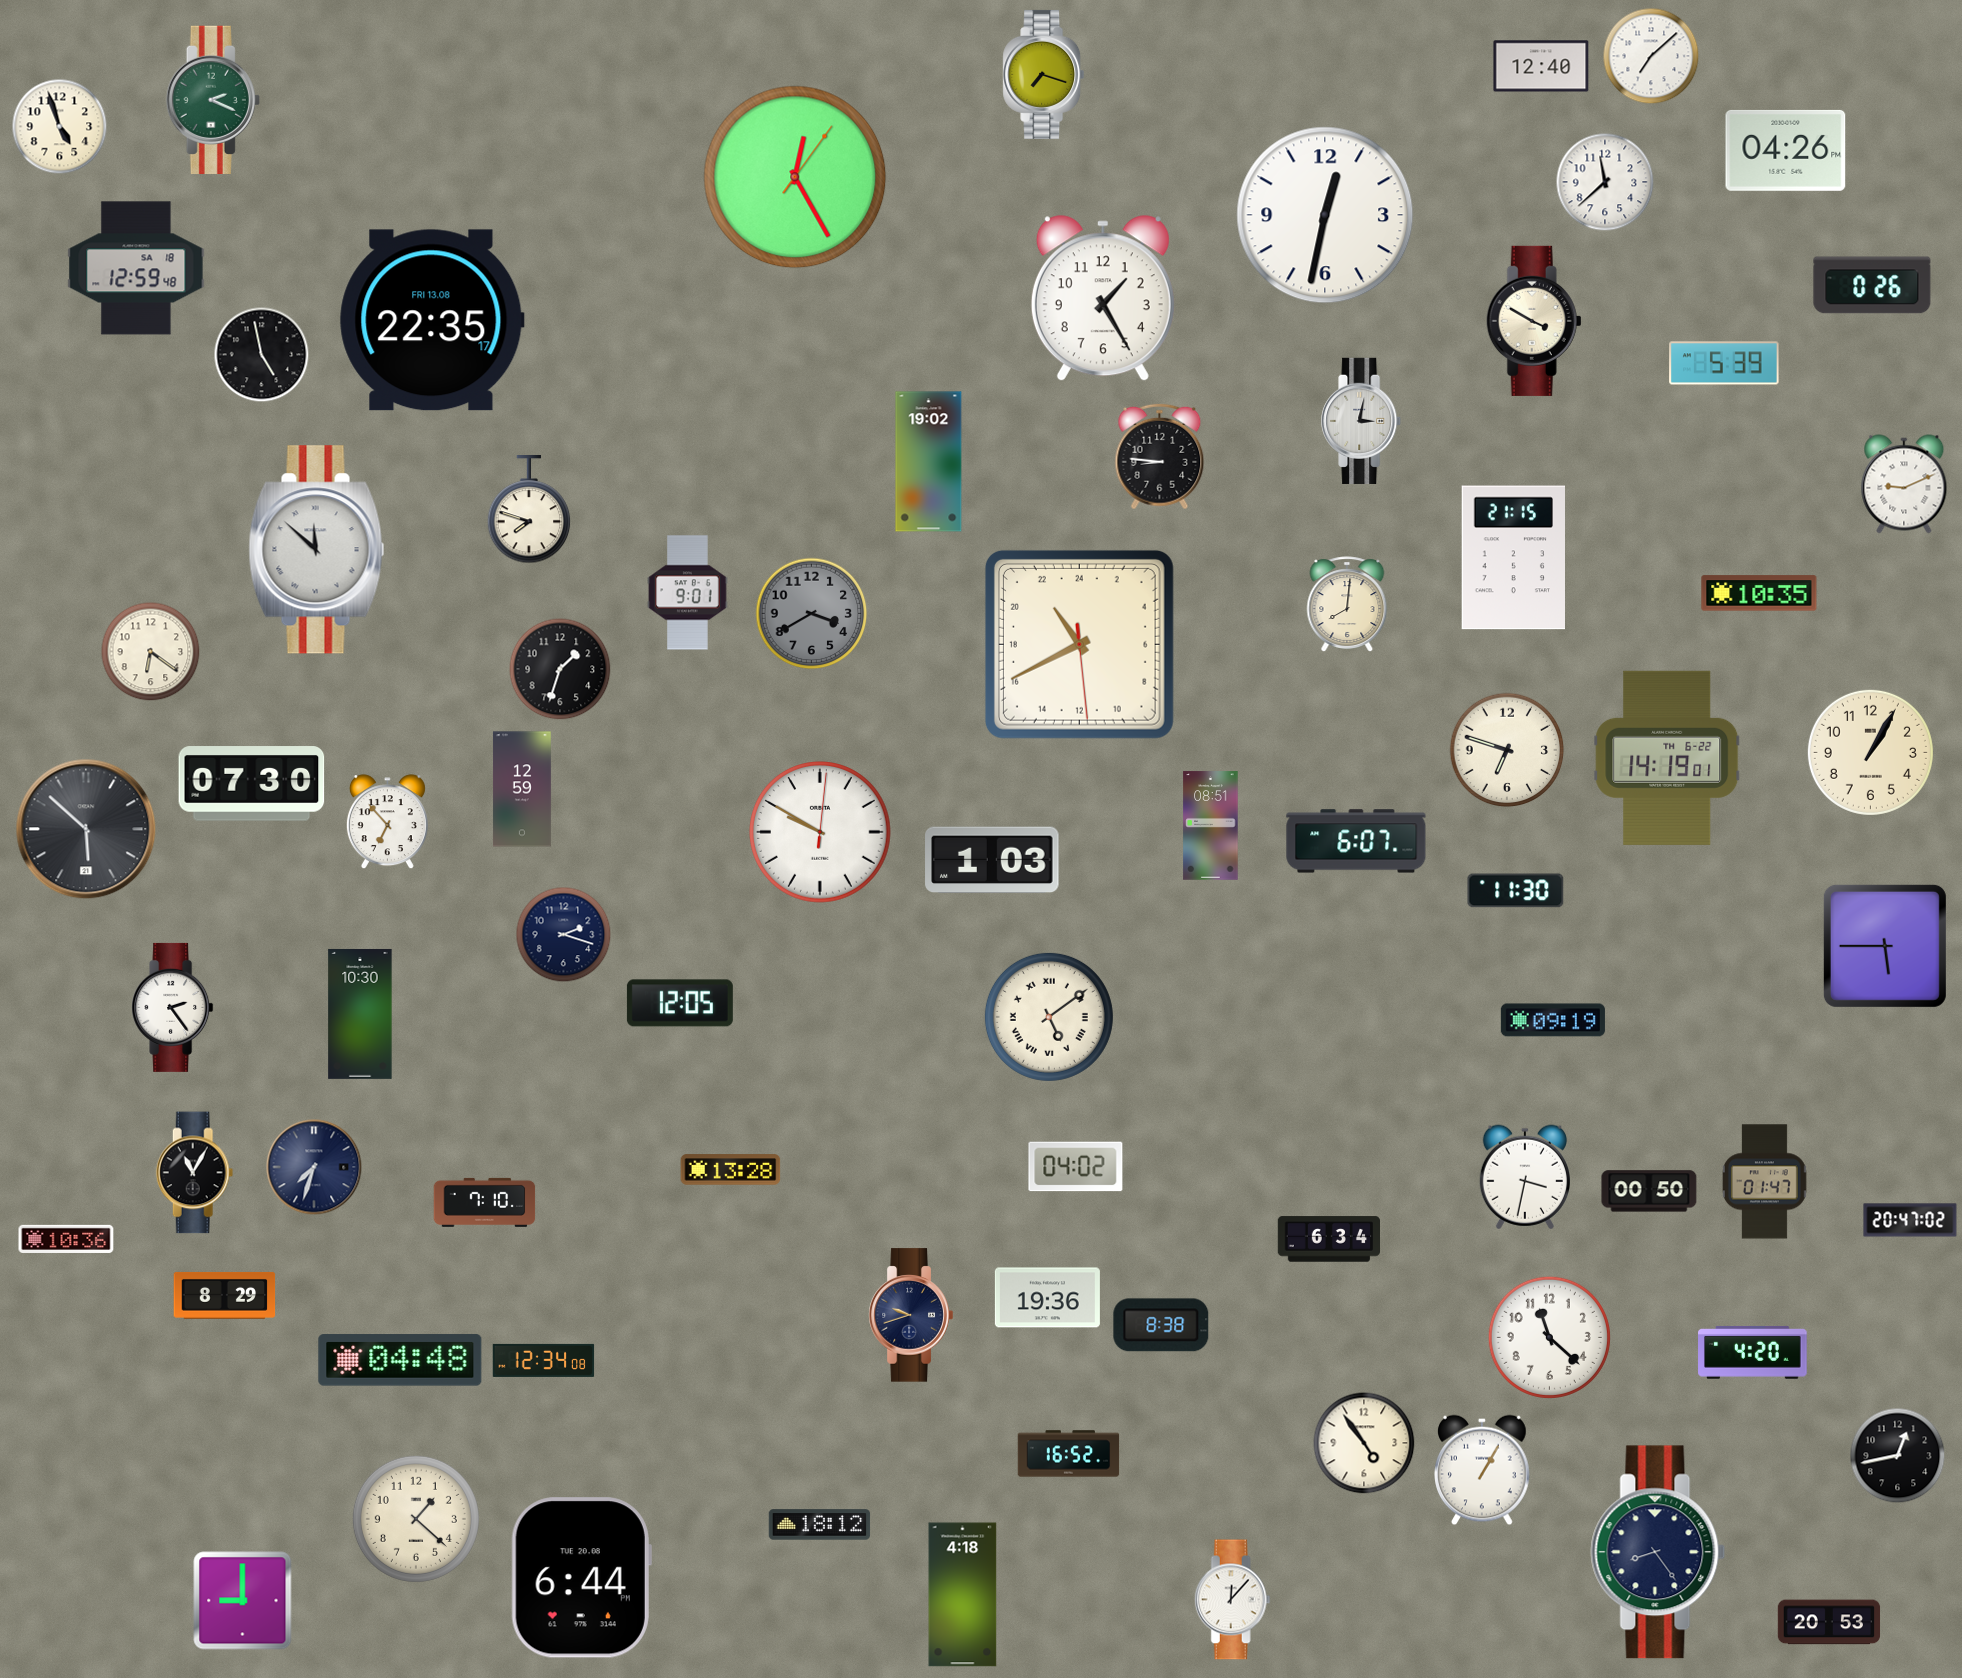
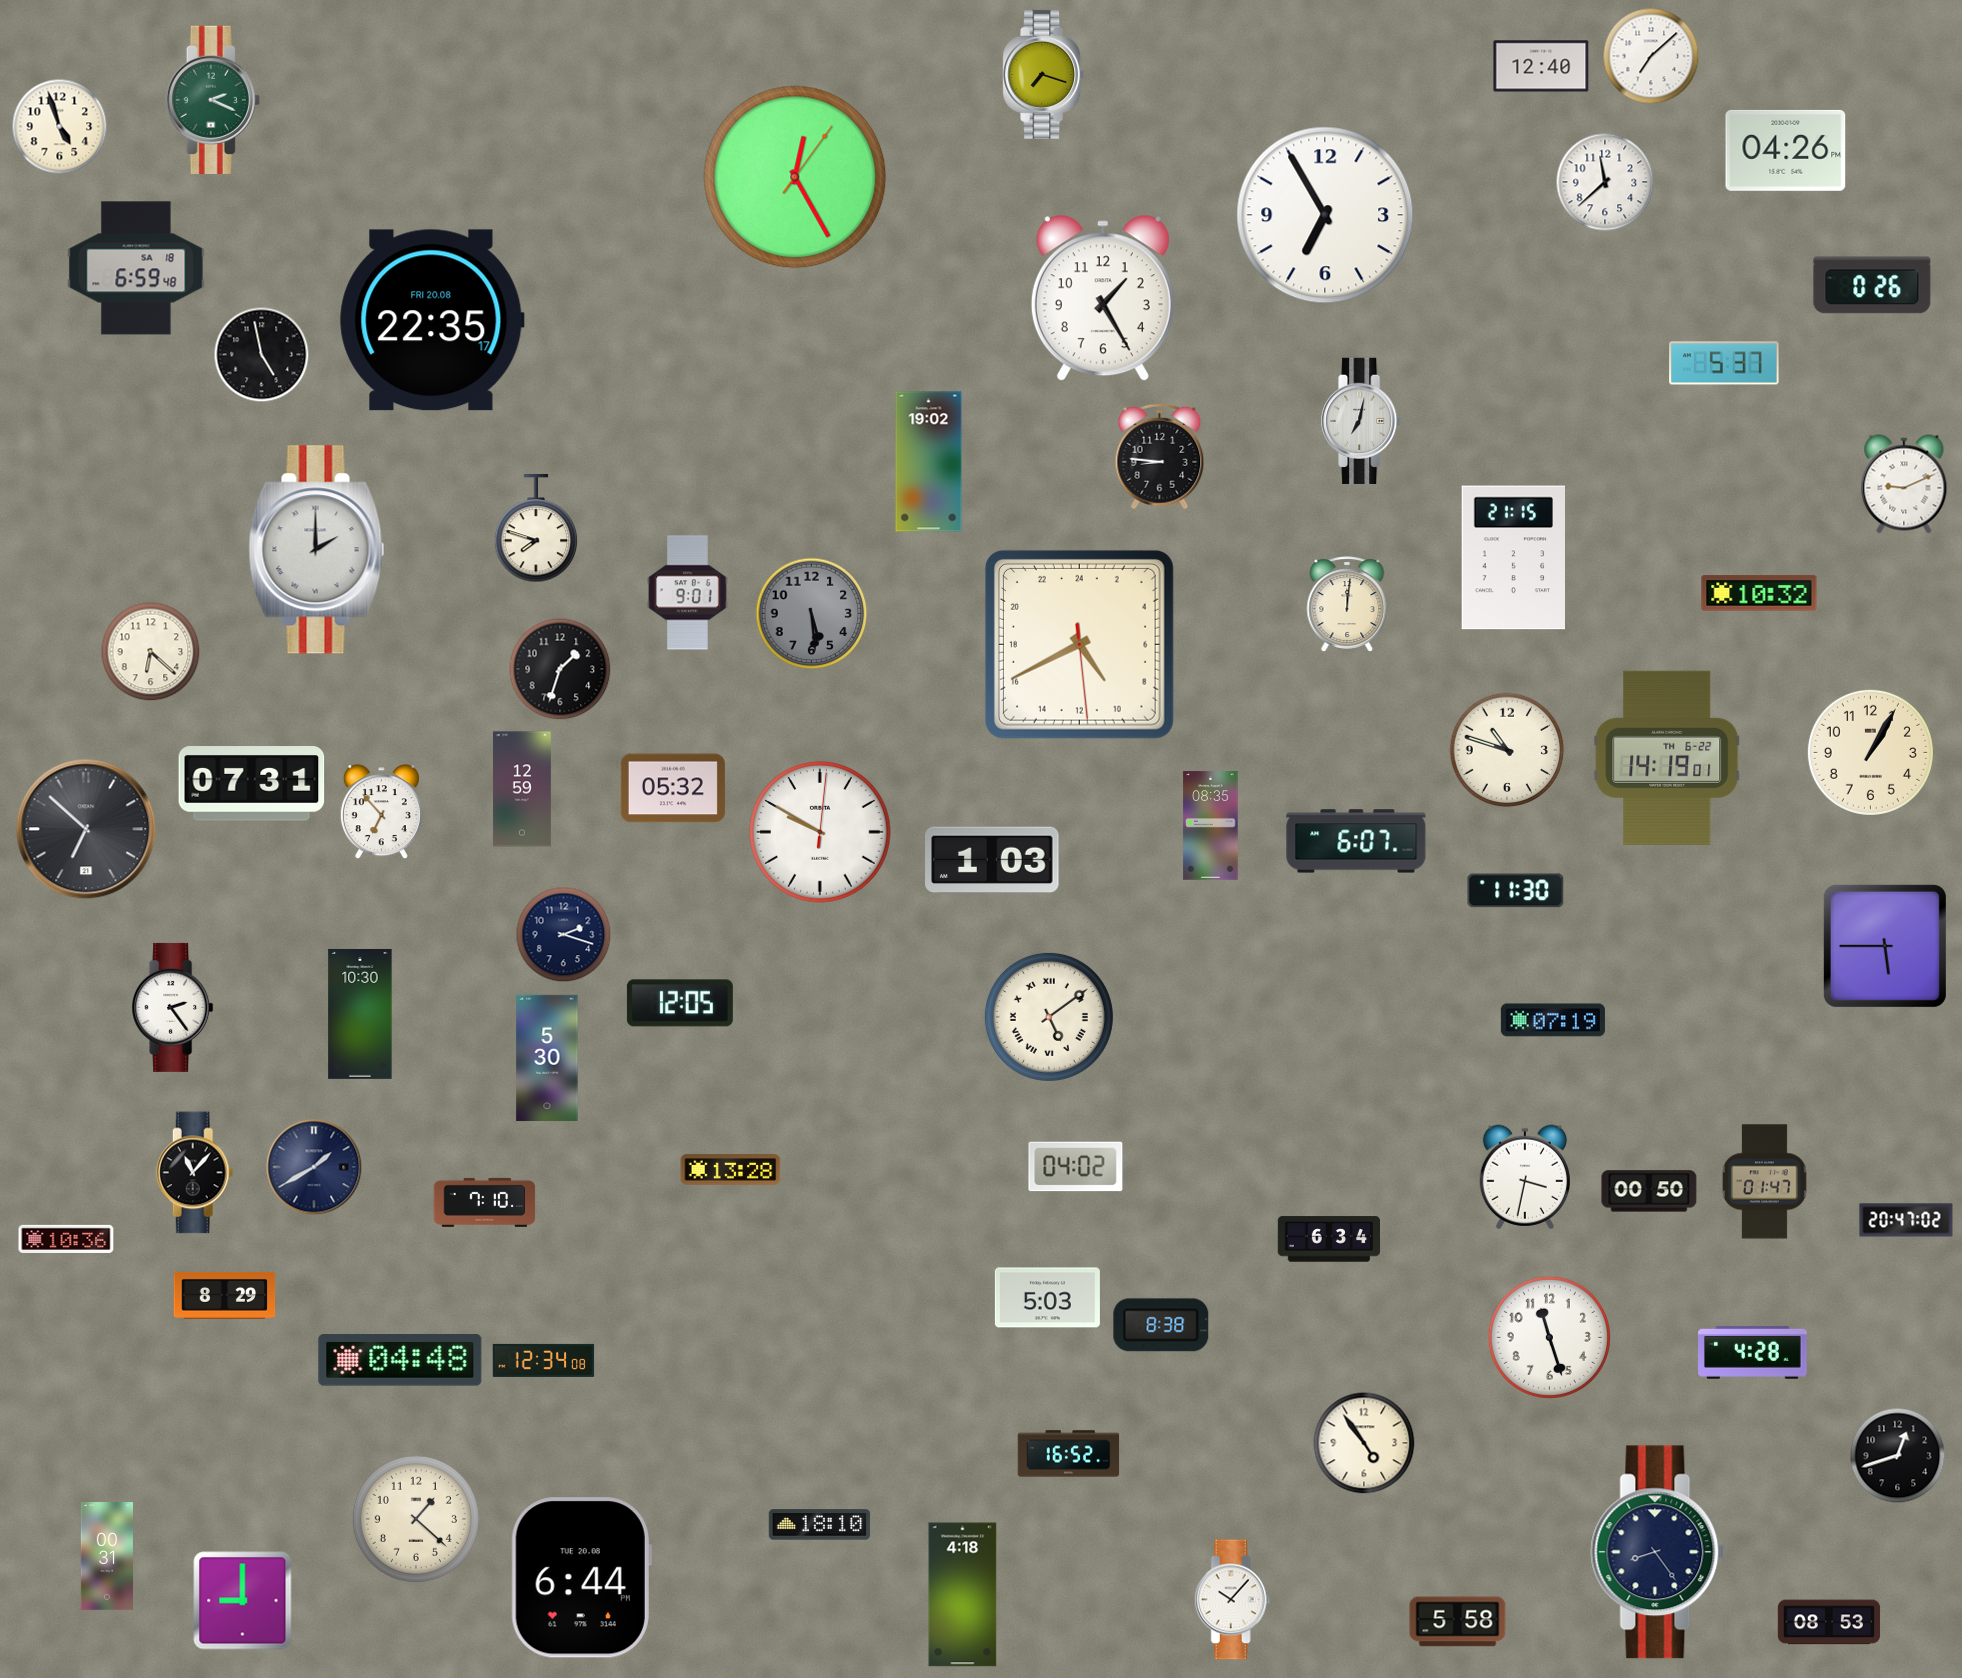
clock at (1325, 215): 12:32 -> 6:55
clock at (136, 268): 12:59 -> 6:59
clock at (432, 320) date: FRI 13.08 -> FRI 20.08
clock at (1534, 321): 3:50 -> none
clock at (1724, 363): 5:39 -> 5:37
clock at (1362, 421): 3:02 -> 7:02
clock at (529, 510) position: (529, 510) -> (536, 529)
clock at (317, 550): 11:52 -> 2:00
clock at (1759, 593): 10:35 -> 10:32
clock at (1347, 604): 8:01 -> 12:01
clock at (812, 614): 3:40 -> 5:29
clock at (1079, 644): 21:40 -> 9:40
clock at (151, 652): 6:21 -> 6:22
clock at (1507, 750): 6:48 -> 10:48
clock at (252, 784): 07:30 -> 07:31
clock at (673, 788): none -> 05:32
clock at (387, 822) position: (387, 822) -> (381, 812)
clock at (1211, 826): 08:51 -> 08:35
clock at (86, 829): 5:52 -> 6:52
clock at (1553, 1020): 09:19 -> 07:19
clock at (547, 1057): none -> 5:30
clock at (314, 1167): 7:33 -> 1:40
clock at (195, 1173): 11:05 -> 11:07
clock at (1910, 1220) position: (1910, 1220) -> (1906, 1220)
clock at (1047, 1298): 19:36 -> 5:03
clock at (911, 1315): 9:42 -> none
clock at (1549, 1337): 11:22 -> 11:27
clock at (1753, 1352): 4:20 -> 4:28
clock at (1898, 1456): 12:43 -> 12:42
clock at (1482, 1470): 1:05 -> none
clock at (820, 1525): 18:12 -> 18:10
clock at (106, 1556): none -> 00:31
clock at (1232, 1600): 12:07 -> 10:07
clock at (1458, 1622): none -> 5:58
clock at (1829, 1622): 20:53 -> 08:53
